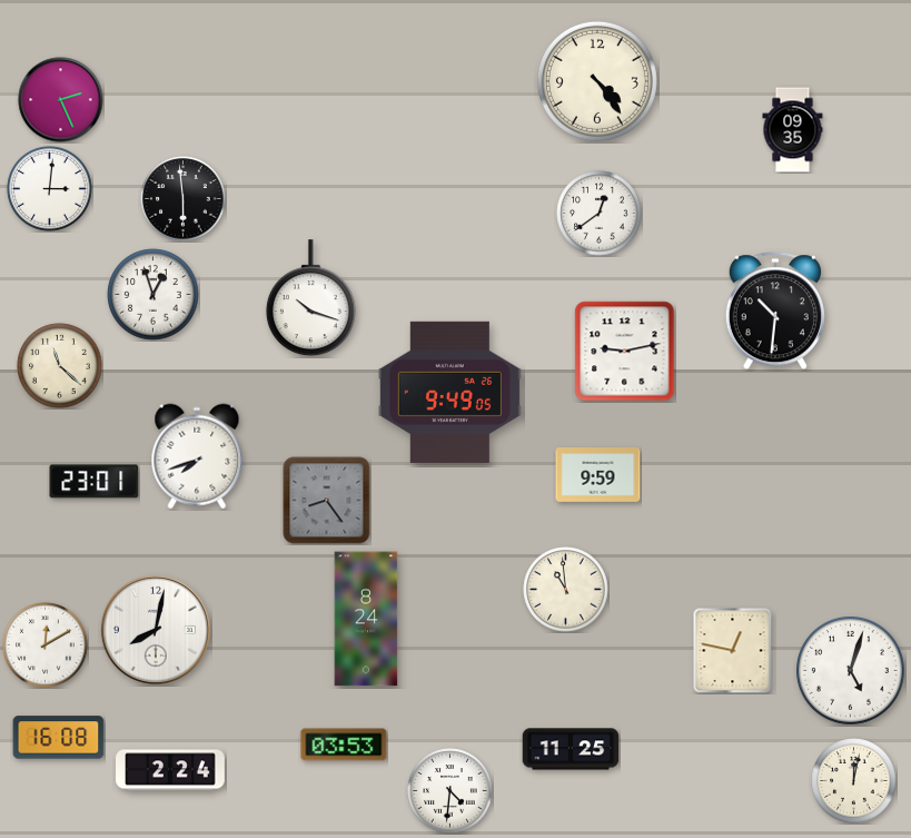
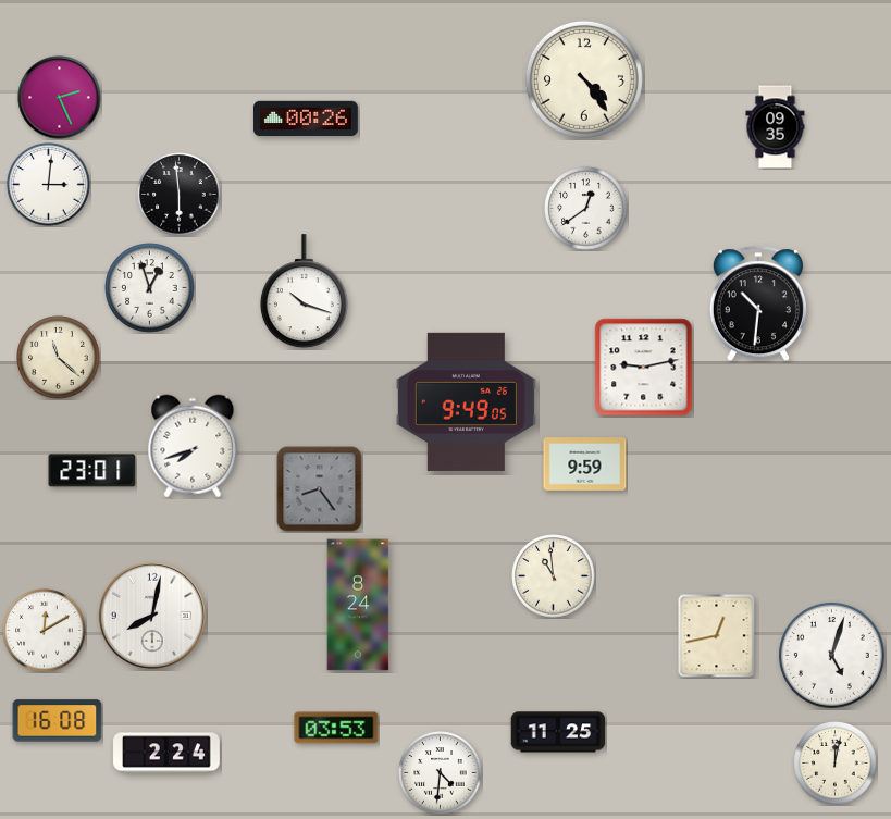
clock at (306, 119): none -> 00:26
clock at (625, 352) position: (625, 352) -> (644, 368)
clock at (449, 392) position: (449, 392) -> (466, 401)
clock at (733, 650): 12:47 -> 12:43
